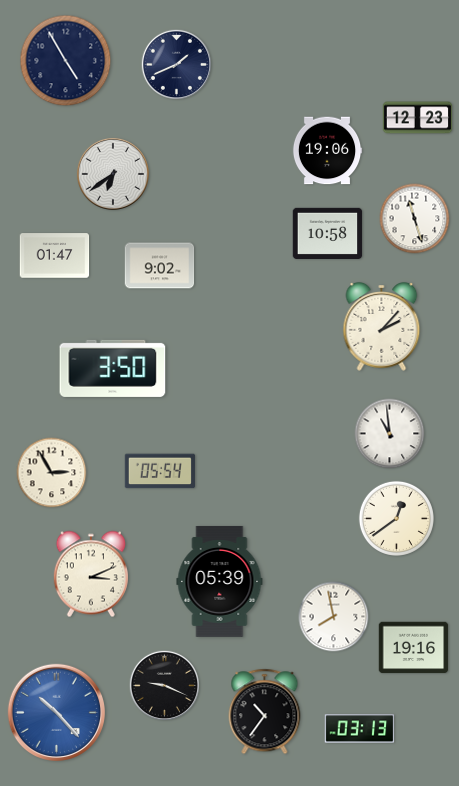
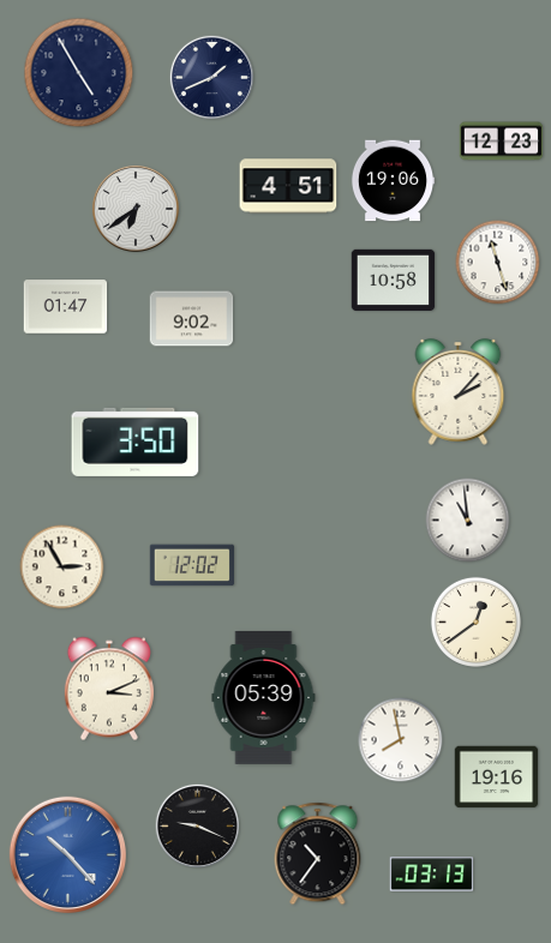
clock at (288, 186): none -> 4:51
clock at (160, 471): 05:54 -> 12:02
clock at (164, 685) position: (164, 685) -> (197, 825)
